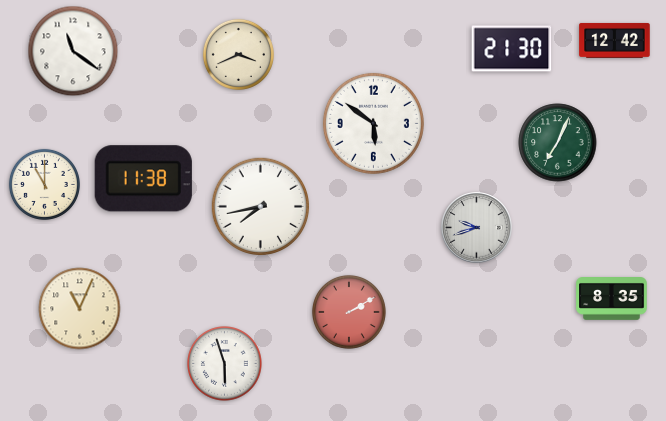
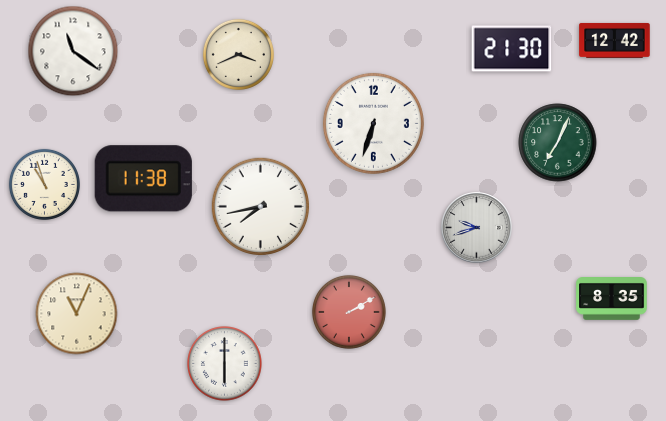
clock at (373, 123): 5:51 -> 6:33
clock at (44, 184): 11:00 -> 10:57
clock at (80, 309) position: (80, 309) -> (77, 314)
clock at (225, 364): 5:57 -> 6:00
